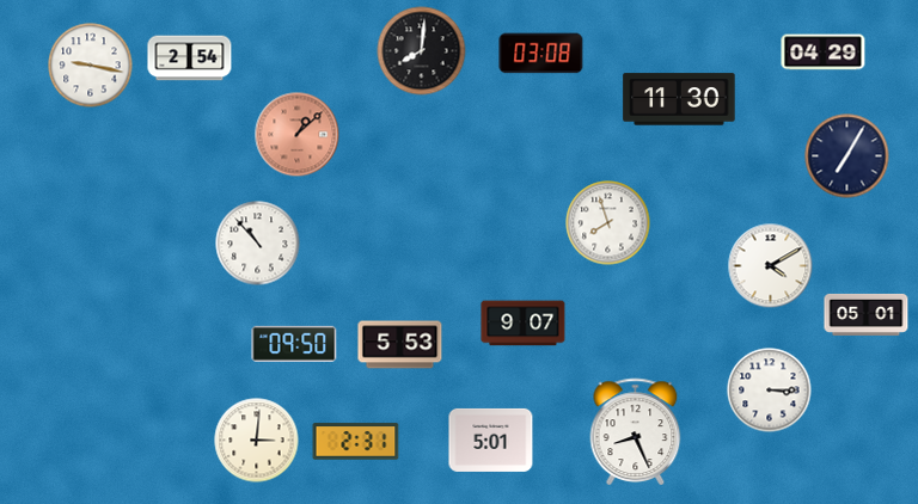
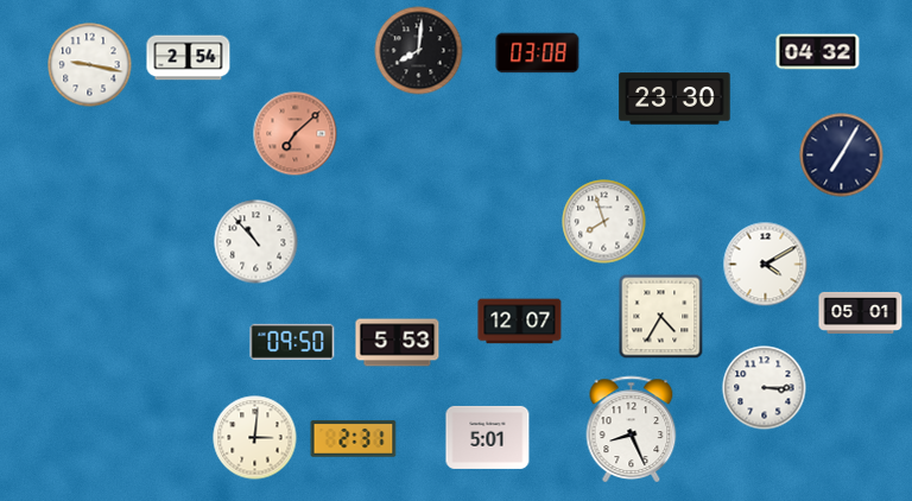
clock at (824, 53): 04:29 -> 04:32
clock at (679, 99): 11:30 -> 23:30
clock at (298, 135): 1:08 -> 7:08
clock at (661, 317): none -> 4:35
clock at (524, 324): 9:07 -> 12:07
